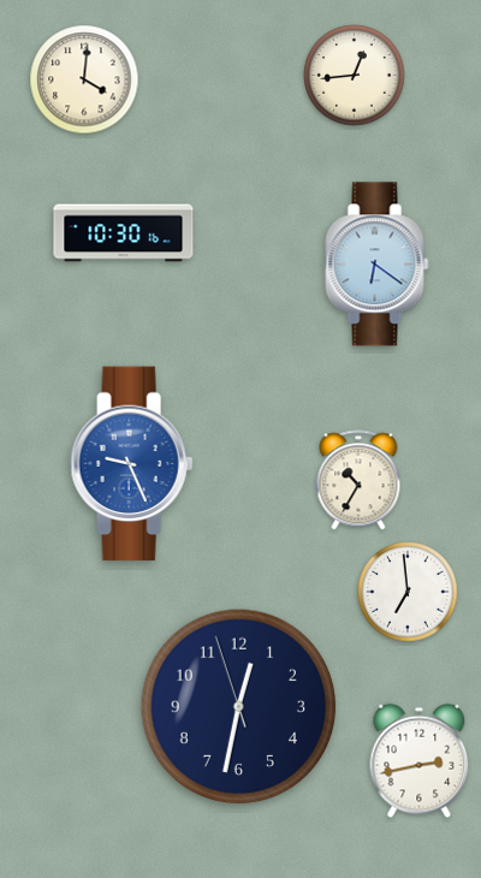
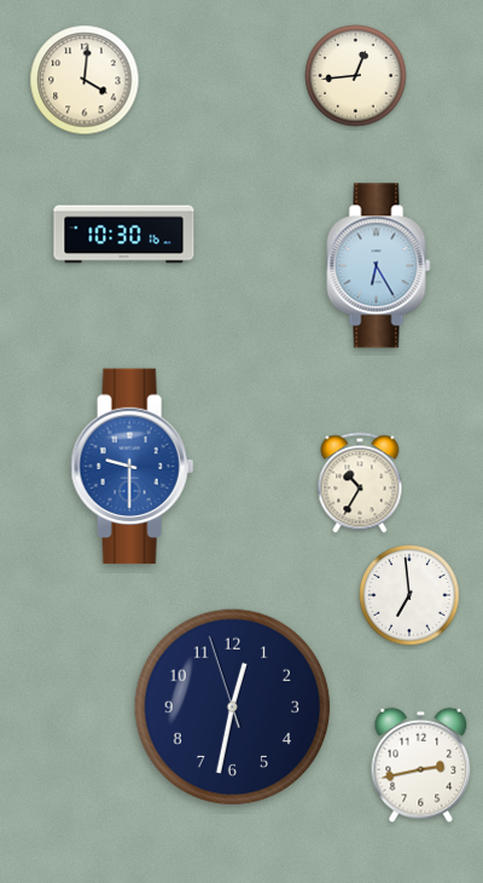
clock at (378, 265): 6:21 -> 6:25
clock at (132, 464): 9:26 -> 9:30
clock at (239, 707) position: (239, 707) -> (233, 708)
